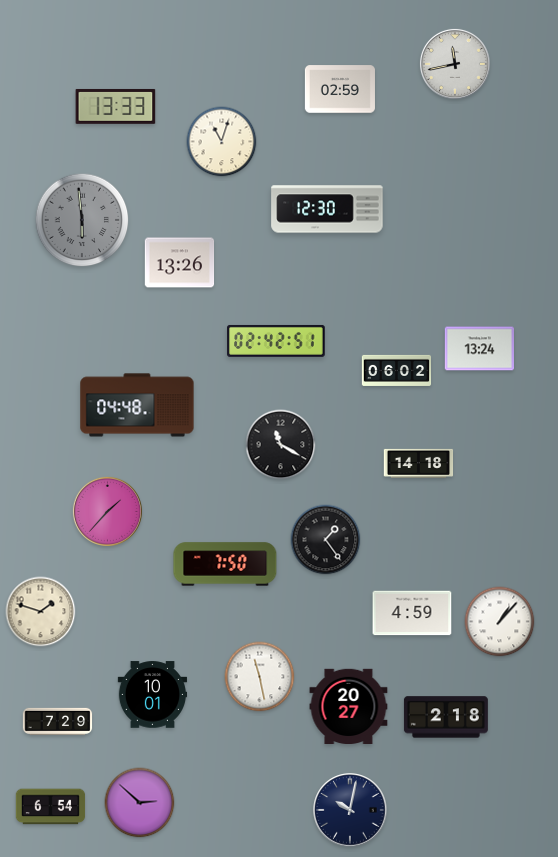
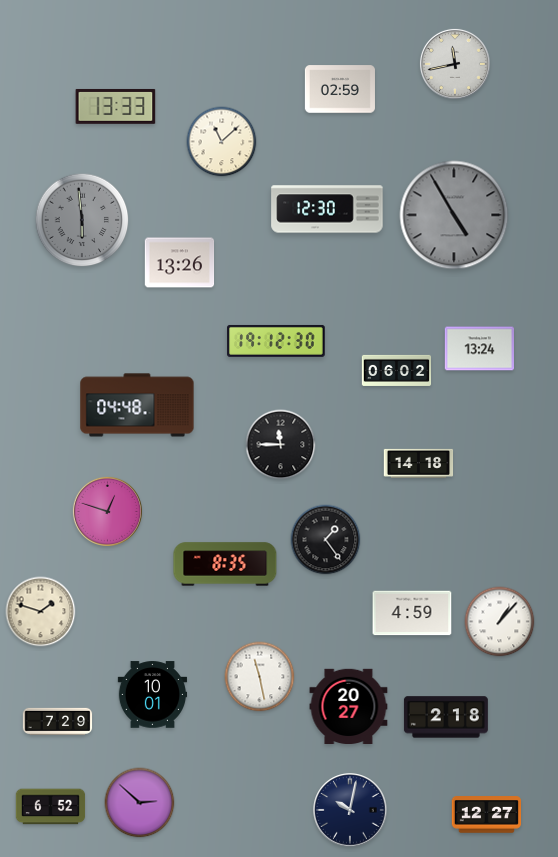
clock at (222, 142): 11:03 -> 11:08
clock at (454, 215): none -> 4:55
clock at (276, 341): 02:42 -> 19:12
clock at (281, 445): 11:20 -> 11:45
clock at (107, 511): 1:37 -> 12:48
clock at (225, 564): 7:50 -> 8:35
clock at (51, 807): 6:54 -> 6:52
clock at (487, 815): none -> 12:27
